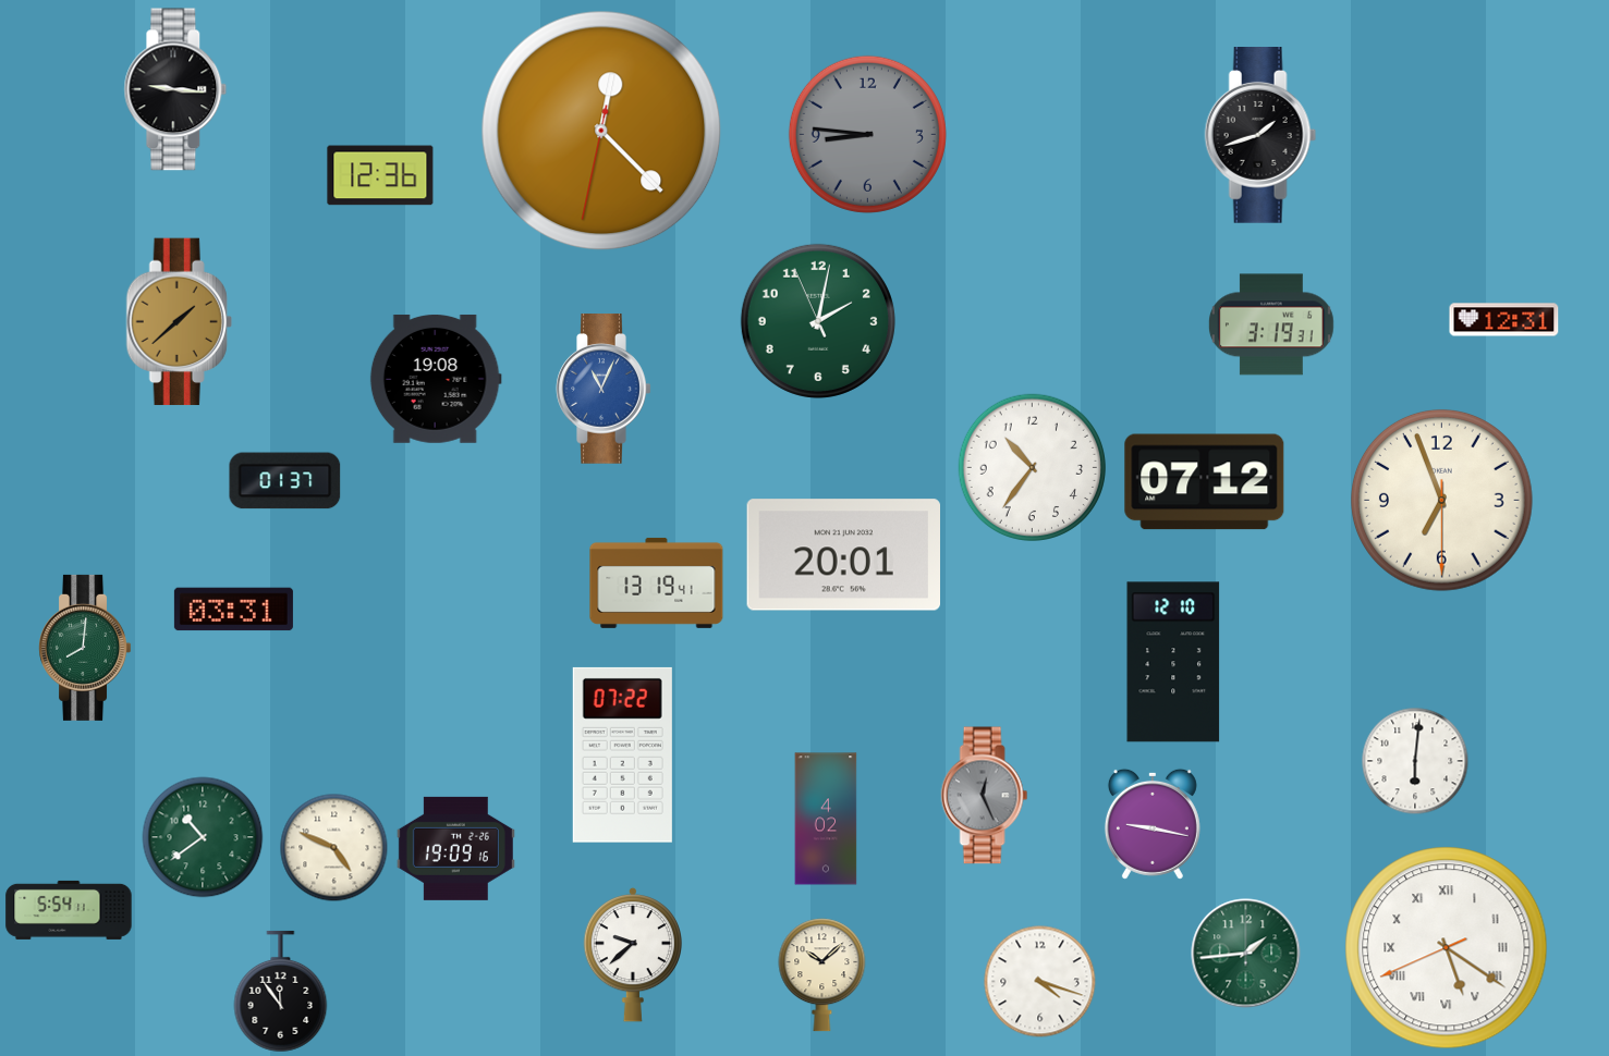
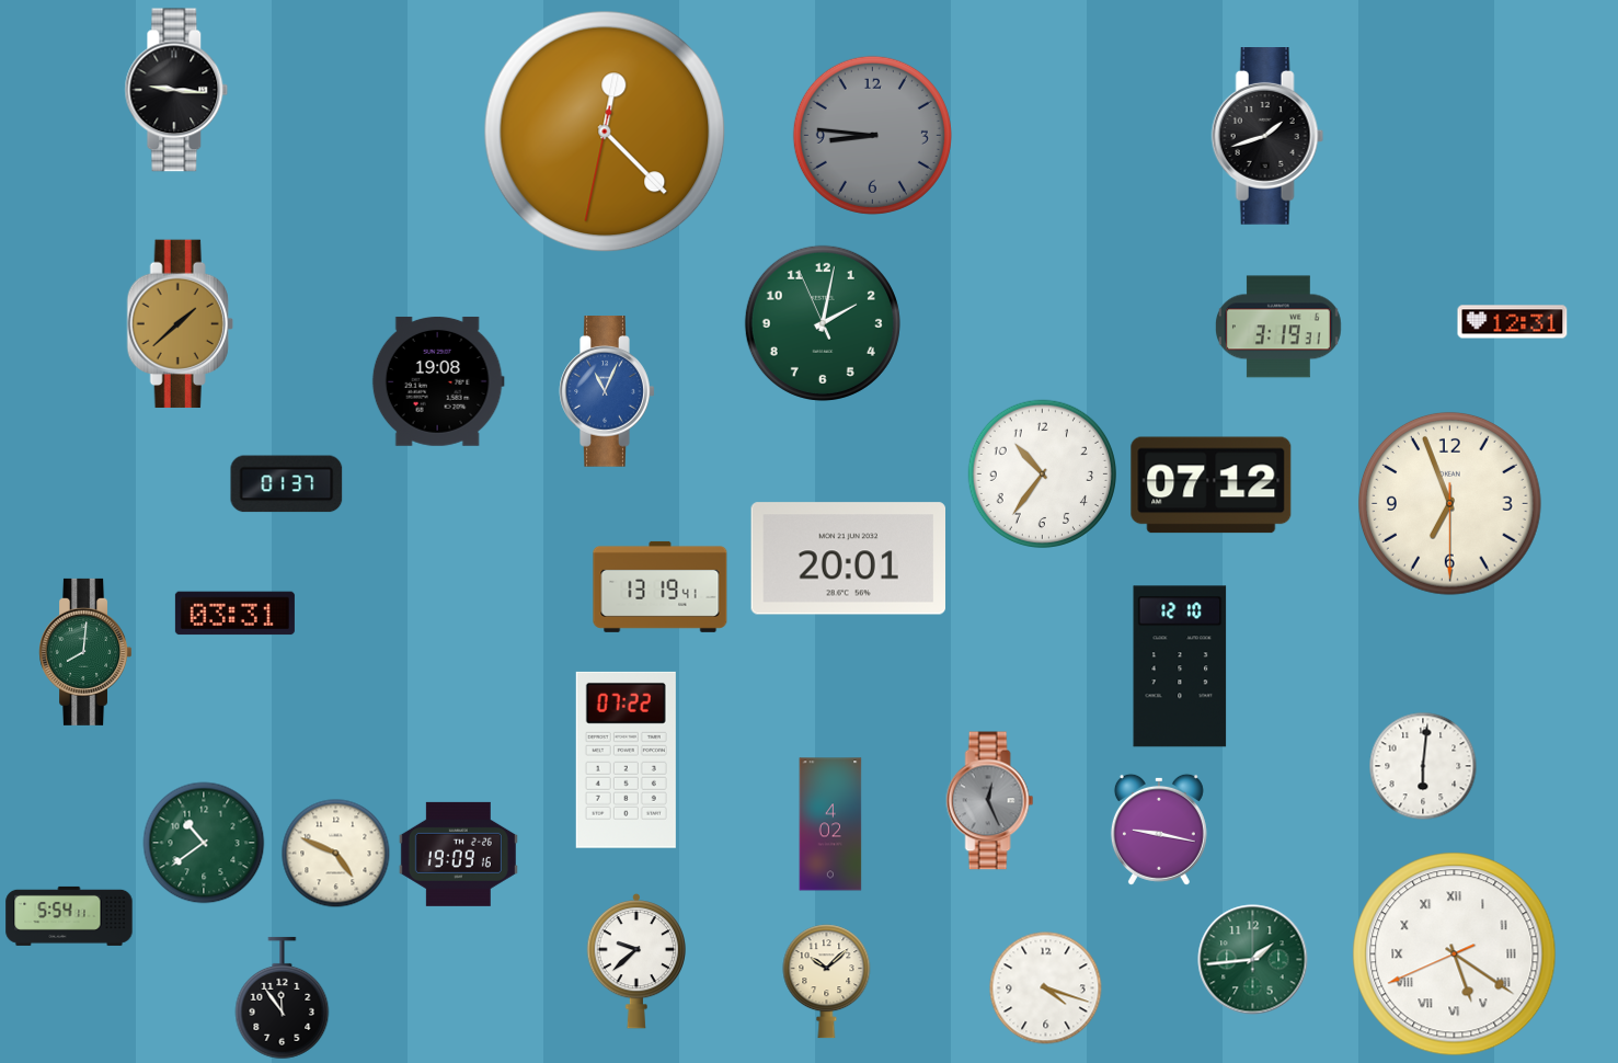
clock at (380, 175): 12:36 -> none
clock at (1032, 467) position: (1032, 467) -> (1042, 473)
